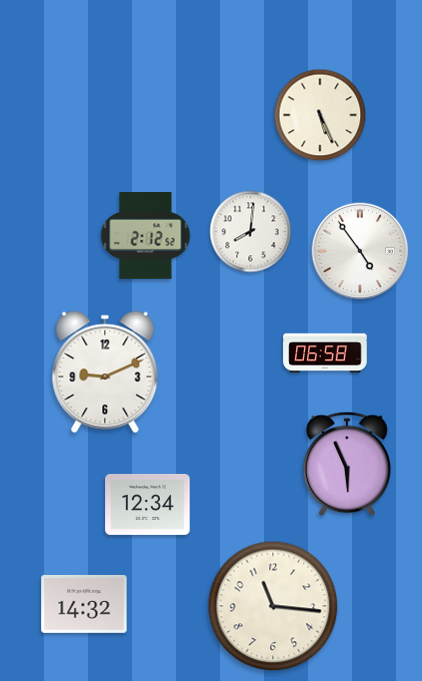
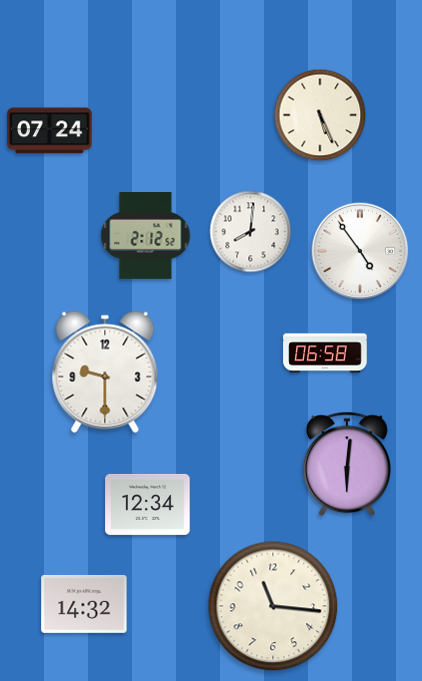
clock at (50, 131): none -> 07:24
clock at (105, 372): 9:11 -> 9:30
clock at (347, 464): 5:56 -> 6:01
